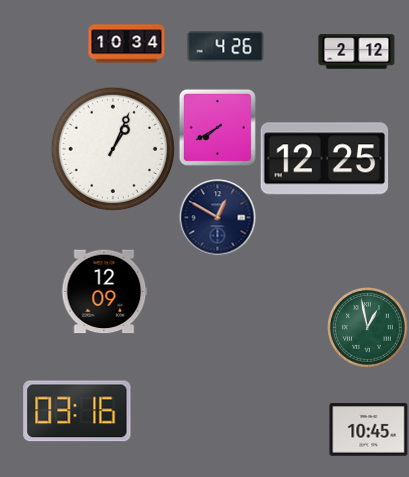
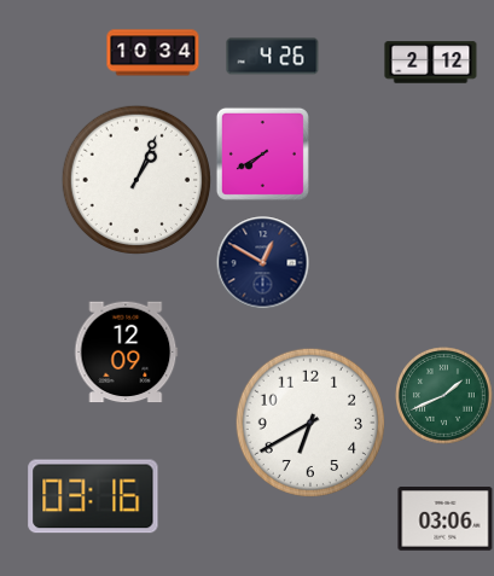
clock at (325, 159): 12:25 -> none
clock at (368, 328): 12:58 -> 1:41
clock at (310, 423): none -> 6:40
clock at (369, 430): 10:45 -> 03:06
